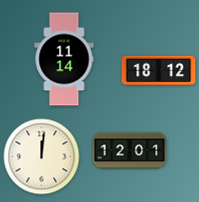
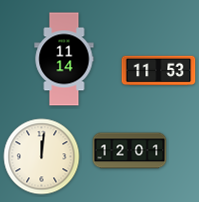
clock at (159, 71): 18:12 -> 11:53
